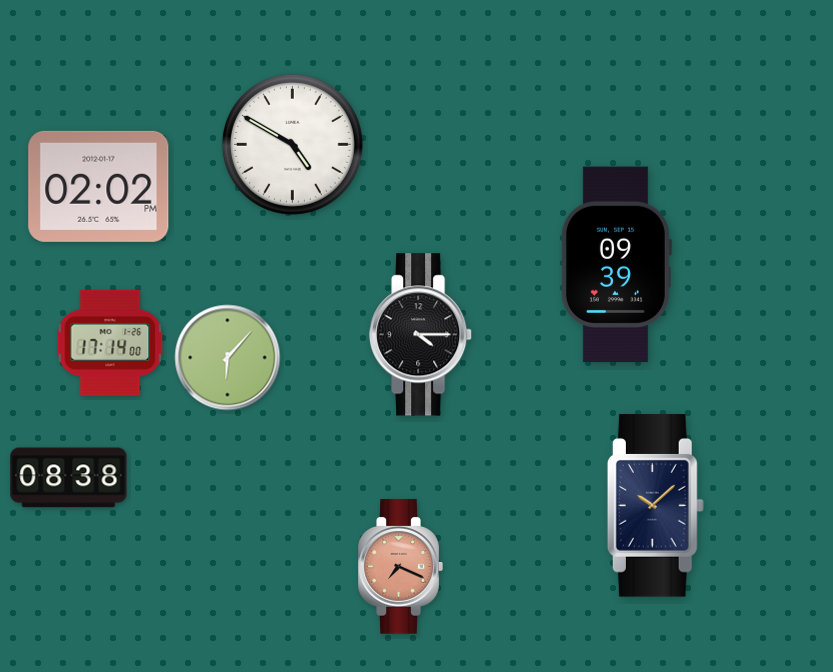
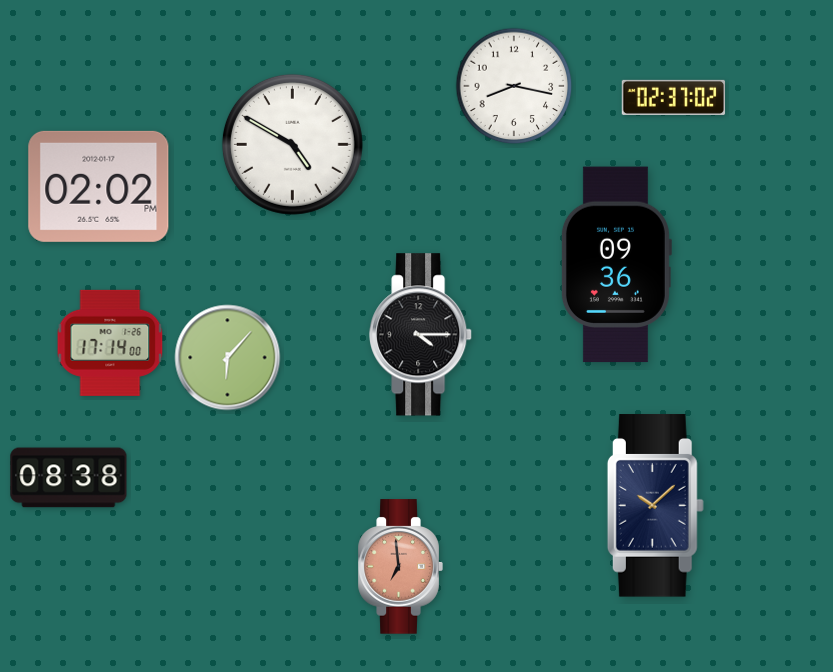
clock at (514, 86): none -> 8:17
clock at (674, 97): none -> 02:37
clock at (616, 265): 09:39 -> 09:36
clock at (400, 567): 7:19 -> 6:59
